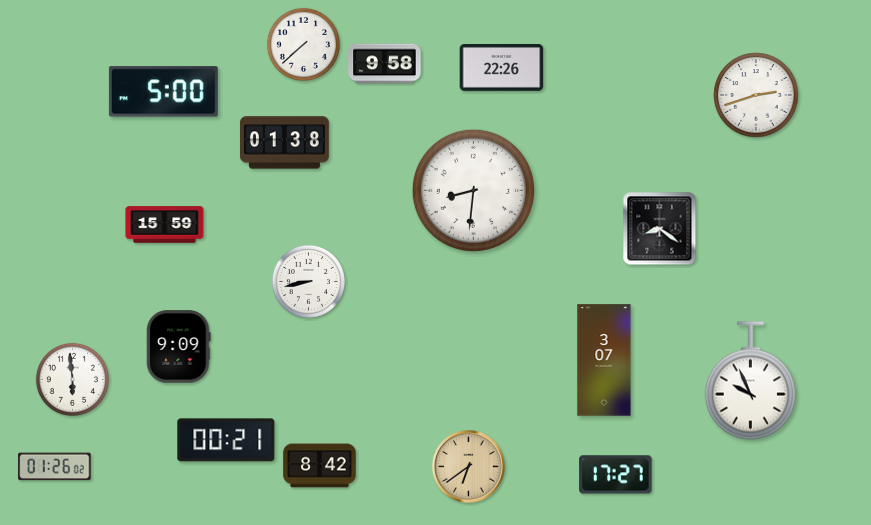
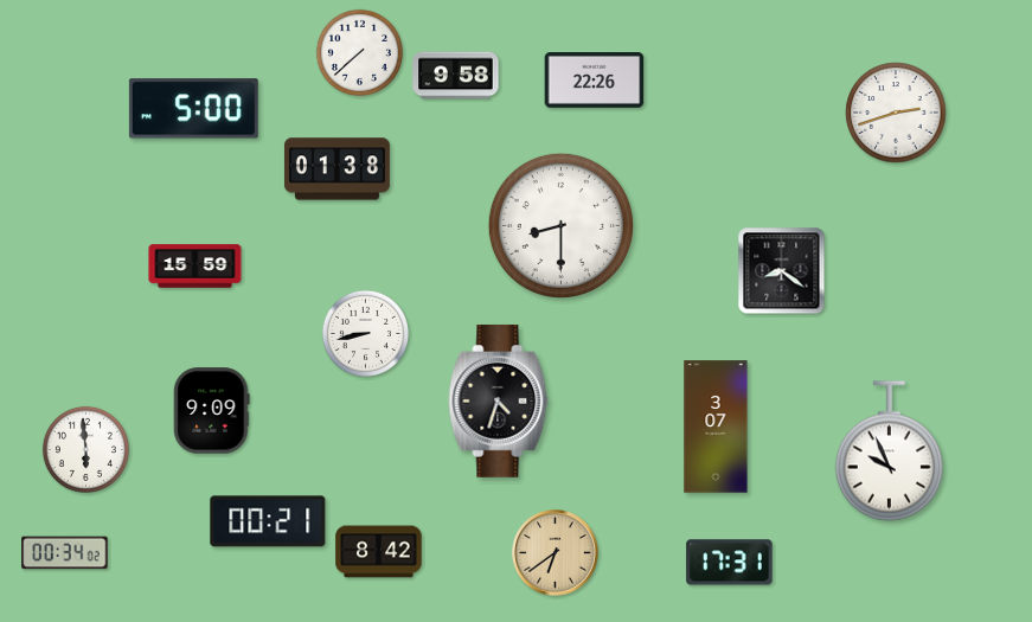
clock at (473, 190): 8:31 -> 8:30
clock at (499, 400): none -> 4:33
clock at (55, 467): 01:26 -> 00:34
clock at (616, 475): 17:27 -> 17:31
